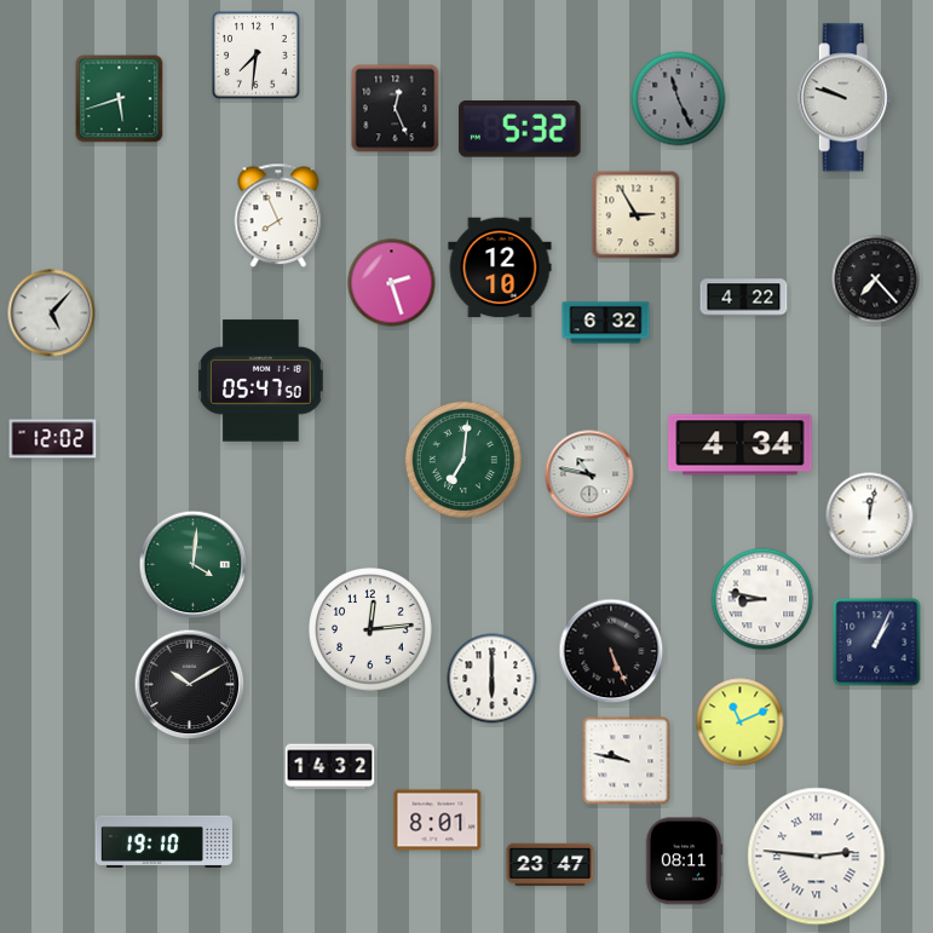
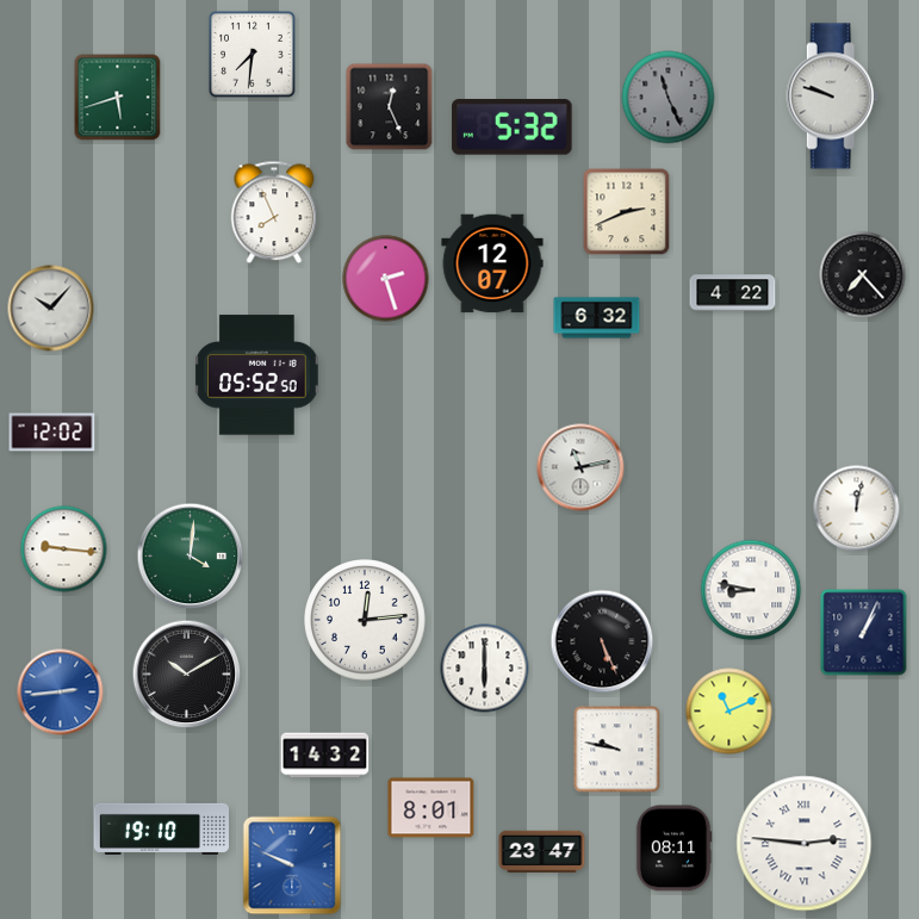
clock at (637, 215): 2:55 -> 2:41
clock at (500, 267): 12:10 -> 12:07
clock at (52, 313): 5:07 -> 10:07
clock at (261, 381): 05:47 -> 05:52
clock at (741, 445): 4:34 -> none
clock at (463, 460): 7:01 -> none
clock at (589, 474): 10:47 -> 11:13
clock at (64, 549): none -> 9:16
clock at (61, 693): none -> 2:44
clock at (292, 865): none -> 9:49
